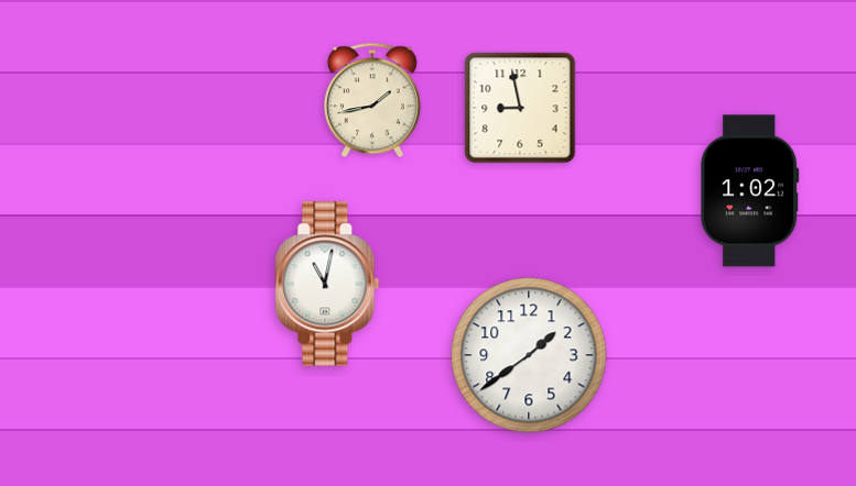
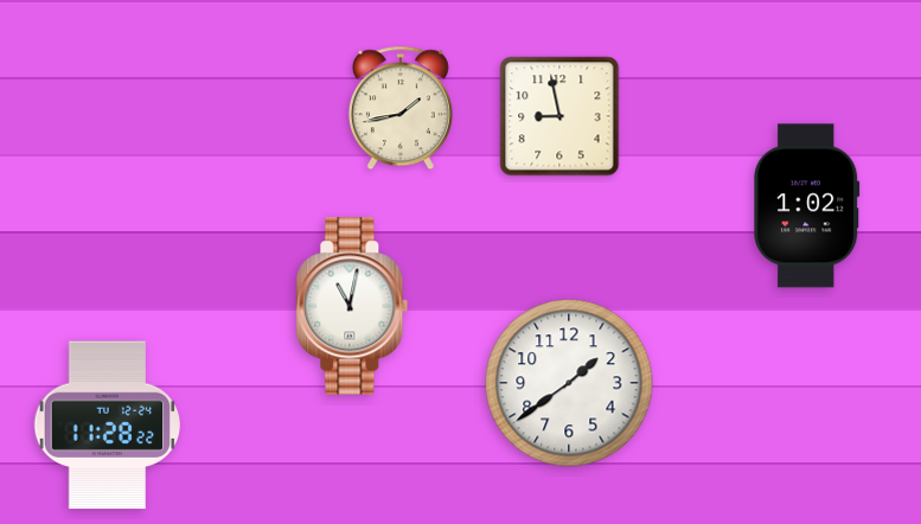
clock at (107, 426): none -> 11:28
